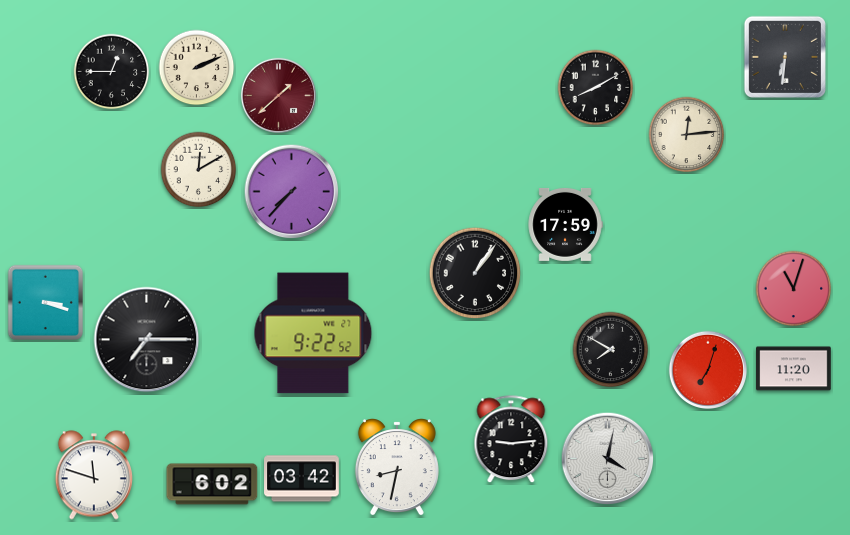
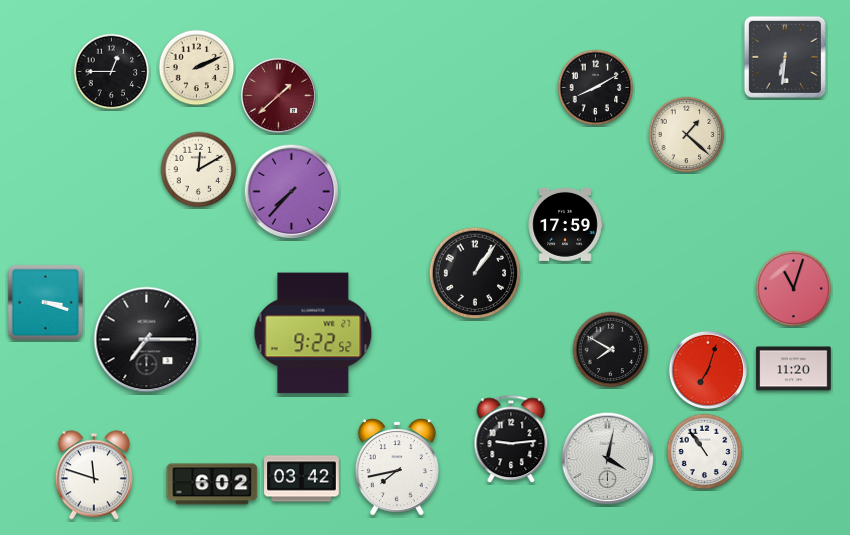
clock at (687, 135): 12:14 -> 1:22
clock at (705, 452): none -> 10:54
clock at (397, 467): 8:32 -> 7:43
